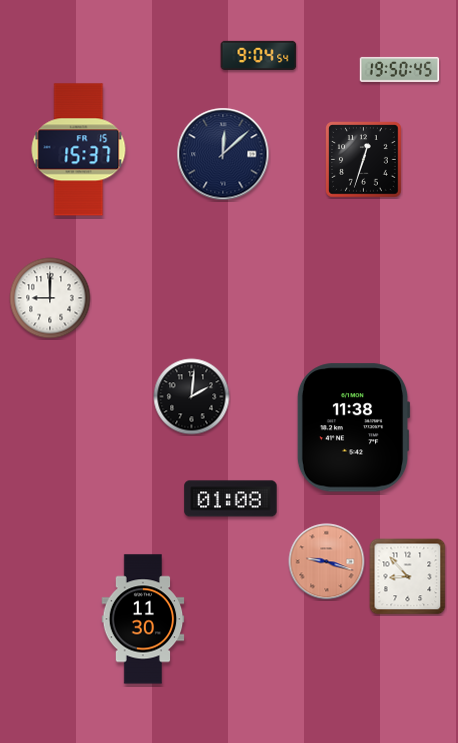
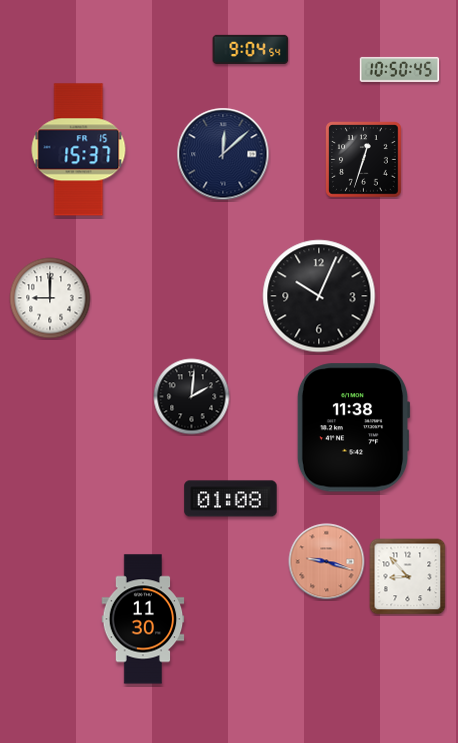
clock at (259, 55) position: (259, 55) -> (251, 49)
clock at (400, 69): 19:50 -> 10:50
clock at (319, 296): none -> 10:04
